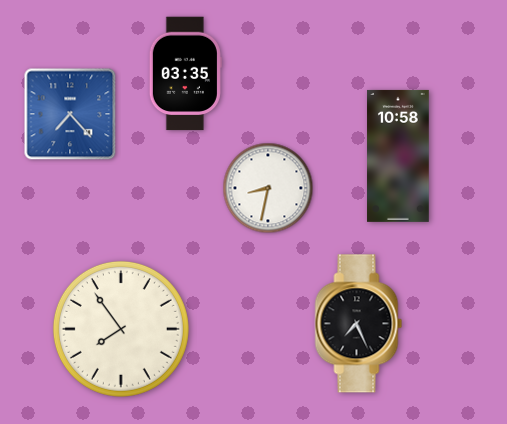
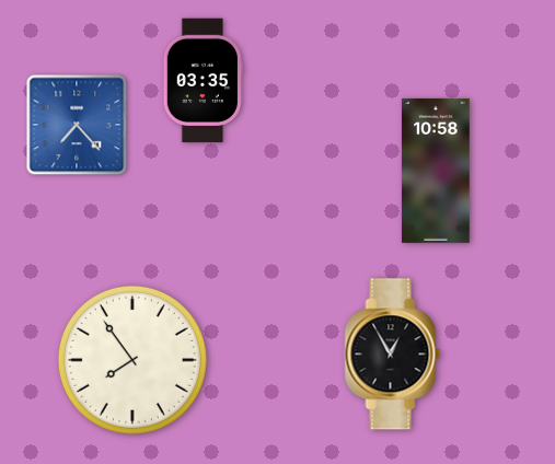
clock at (268, 188): 8:32 -> none
clock at (359, 324): 7:26 -> 12:55
